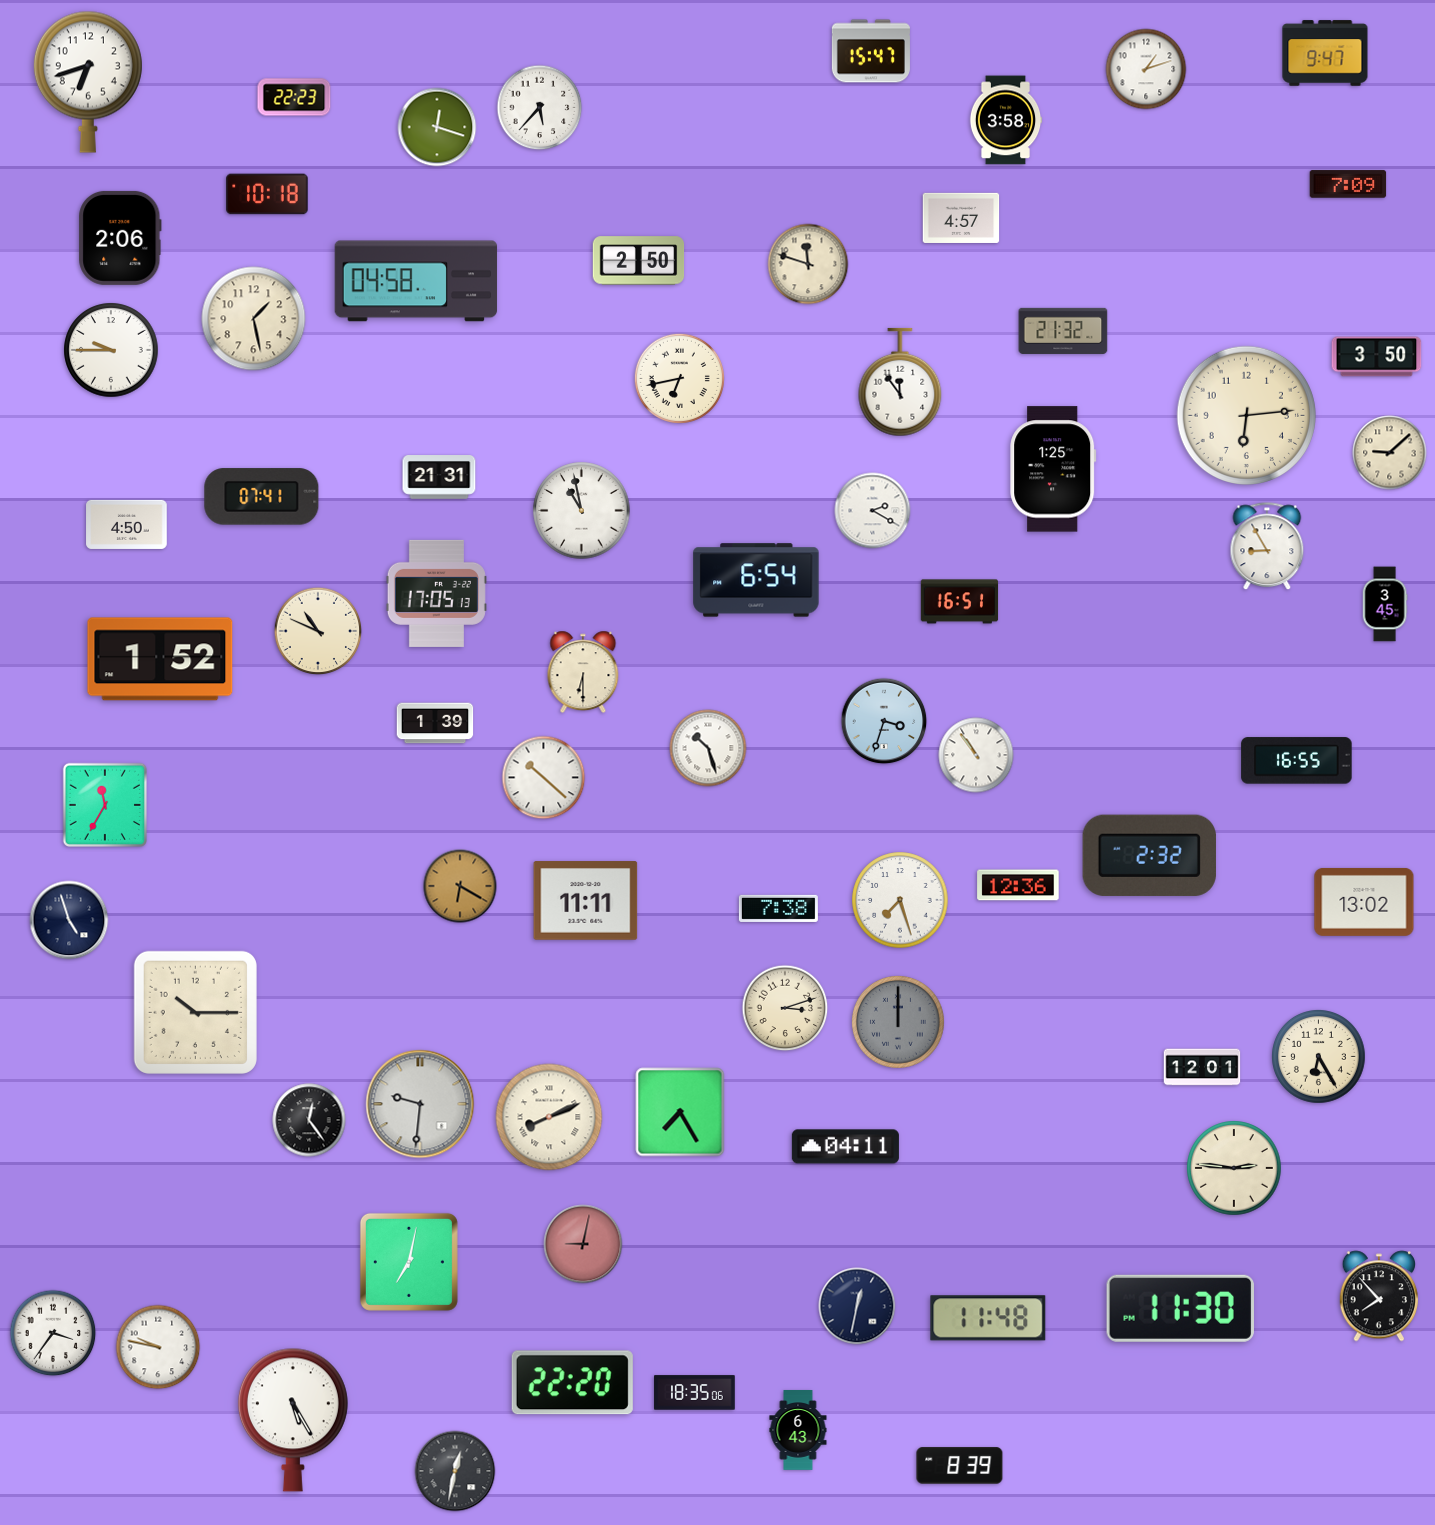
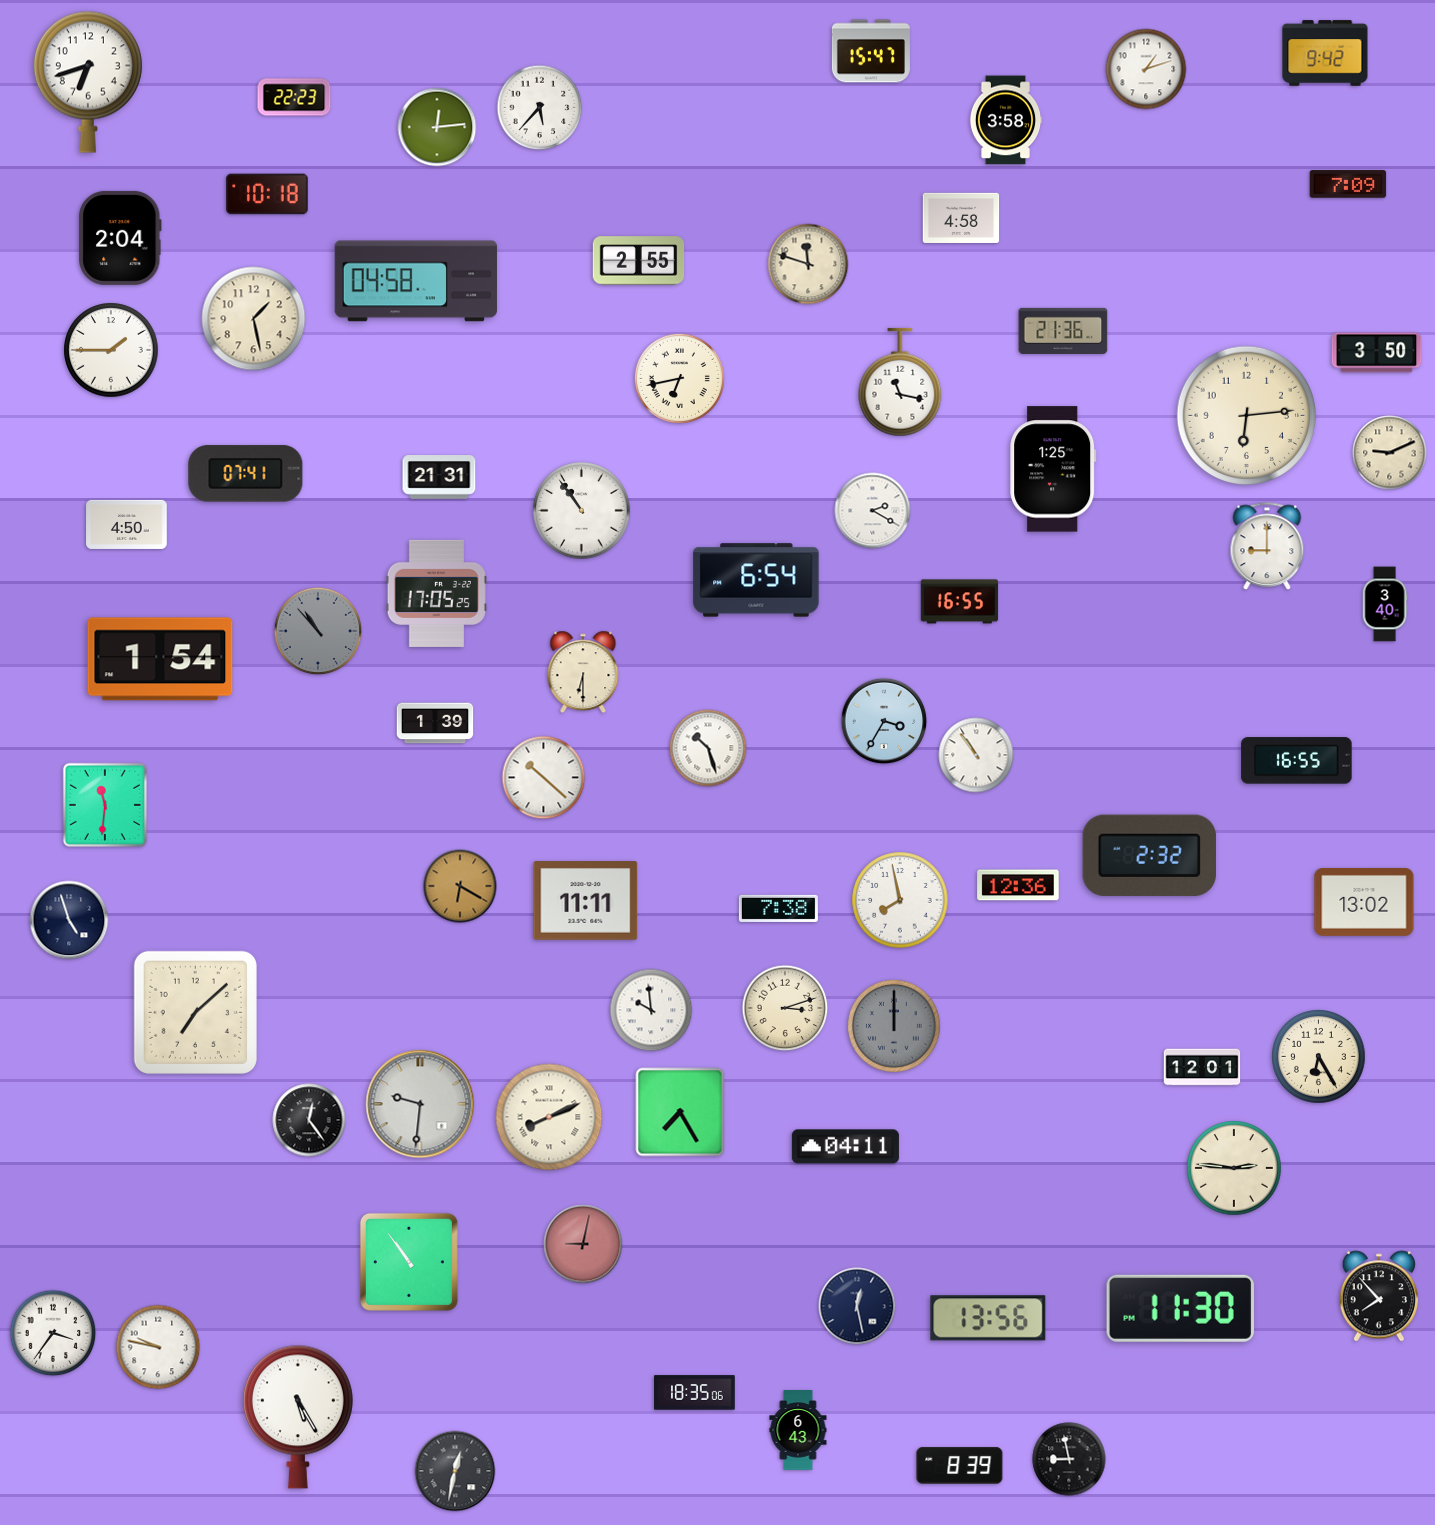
clock at (1325, 53): 9:47 -> 9:42
clock at (437, 127): 12:18 -> 12:14
clock at (961, 218): 4:57 -> 4:58
clock at (120, 238): 2:06 -> 2:04
clock at (639, 261): 2:50 -> 2:55
clock at (1063, 331): 21:32 -> 21:36
clock at (111, 350): 9:45 -> 1:45
clock at (1377, 357) position: (1377, 357) -> (1377, 353)
clock at (900, 382): 11:54 -> 11:17
clock at (1390, 453): 9:08 -> 9:11
clock at (262, 497) position: (262, 497) -> (246, 474)
clock at (582, 511): 10:58 -> 10:54
clock at (1267, 547): 8:55 -> 9:00
clock at (436, 593): 17:05:13 -> 17:05:25
clock at (960, 602): 16:51 -> 16:55
clock at (1385, 604): 3:45 -> 3:40
clock at (318, 631): 10:49 -> 10:53
clock at (318, 631) dial: cream -> grey
clock at (160, 659): 1:52 -> 1:54
clock at (884, 721): 3:33 -> 3:35
clock at (104, 804): 11:35 -> 11:31
clock at (900, 900): 7:27 -> 7:58
clock at (651, 1010): none -> 9:59
clock at (195, 1012): 10:15 -> 7:08
clock at (898, 1022) position: (898, 1022) -> (894, 1026)
clock at (409, 1262): 7:02 -> 10:54
clock at (857, 1306): 12:32 -> 12:28
clock at (988, 1318): 11:48 -> 13:56
clock at (572, 1383): 22:20 -> none
clock at (293, 1420) position: (293, 1420) -> (298, 1417)
clock at (1069, 1459): none -> 8:58
